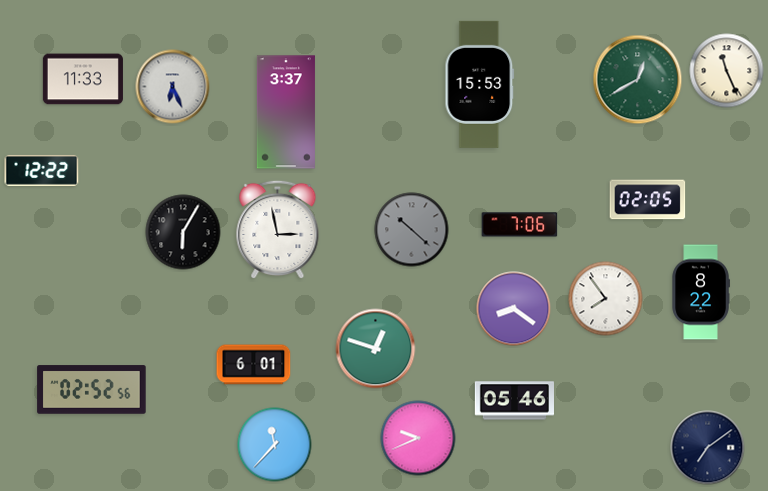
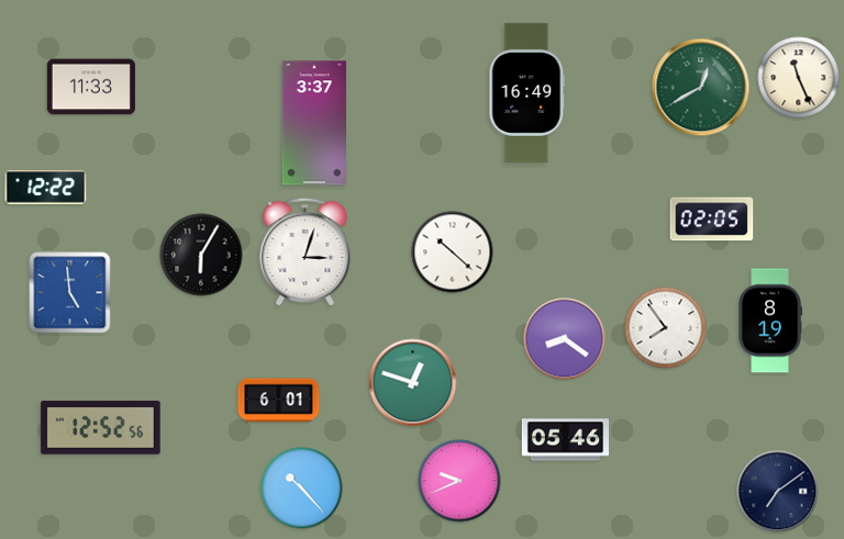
clock at (480, 84): 15:53 -> 16:49
clock at (173, 87): 6:26 -> none
clock at (520, 225): 7:06 -> none
clock at (278, 230): 2:58 -> 3:03
clock at (412, 230) dial: grey -> white
clock at (70, 293): none -> 4:59
clock at (701, 292): 8:22 -> 8:19
clock at (92, 390): 02:52 -> 12:52
clock at (275, 445): 11:37 -> 10:23
